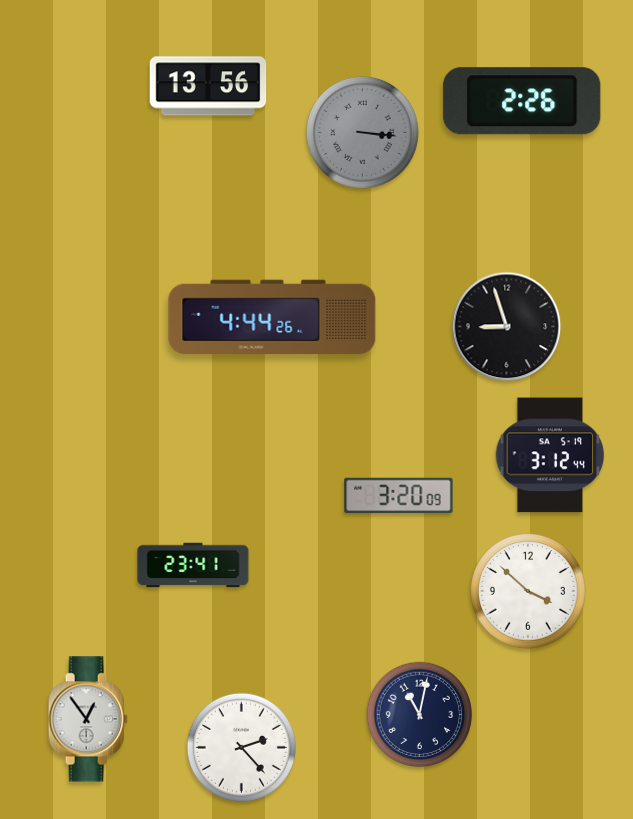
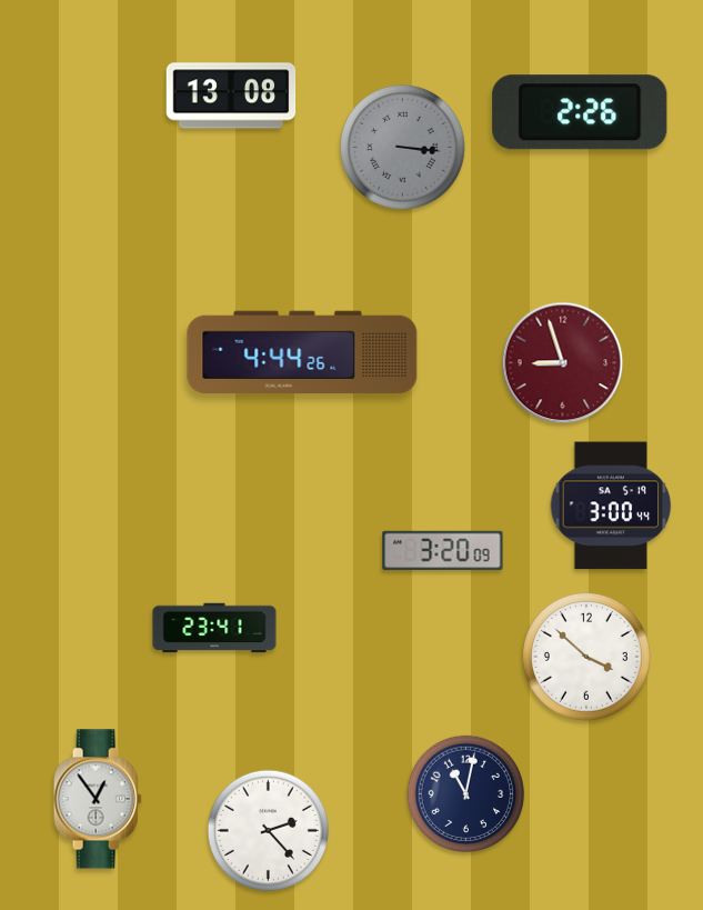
clock at (208, 86): 13:56 -> 13:08
clock at (507, 327) dial: black -> burgundy
clock at (550, 455): 3:12 -> 3:00
